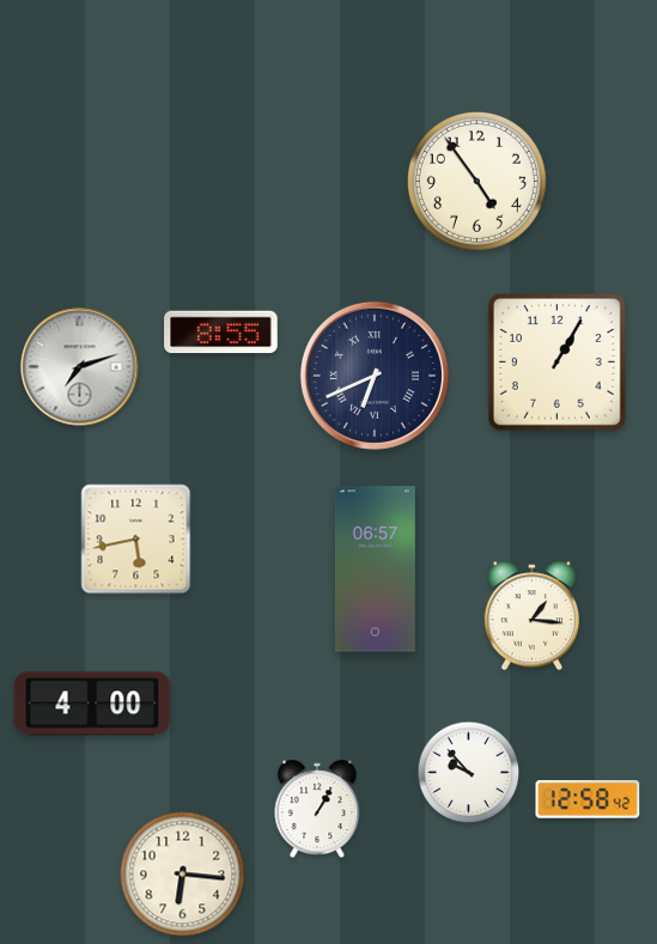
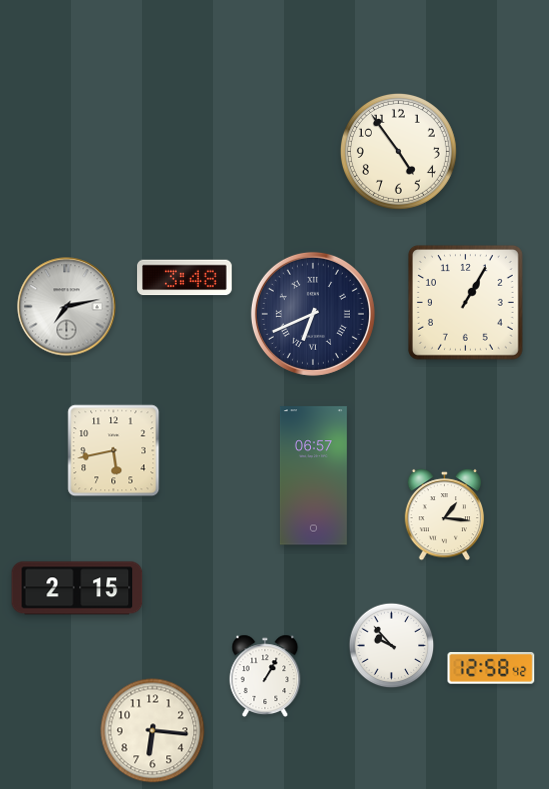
clock at (221, 333): 8:55 -> 3:48
clock at (80, 367): 7:12 -> 7:13
clock at (92, 704): 4:00 -> 2:15
